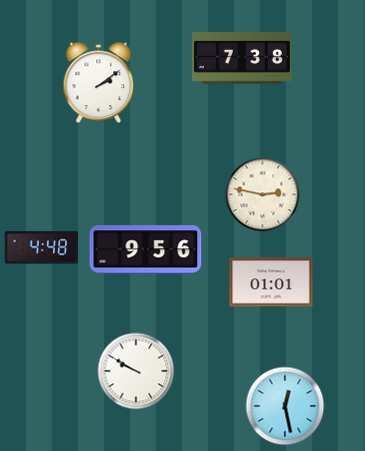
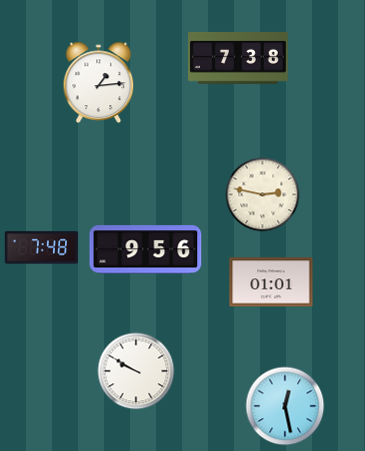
clock at (243, 58) position: (243, 58) -> (239, 58)
clock at (99, 82): 2:09 -> 1:14
clock at (42, 248): 4:48 -> 7:48
